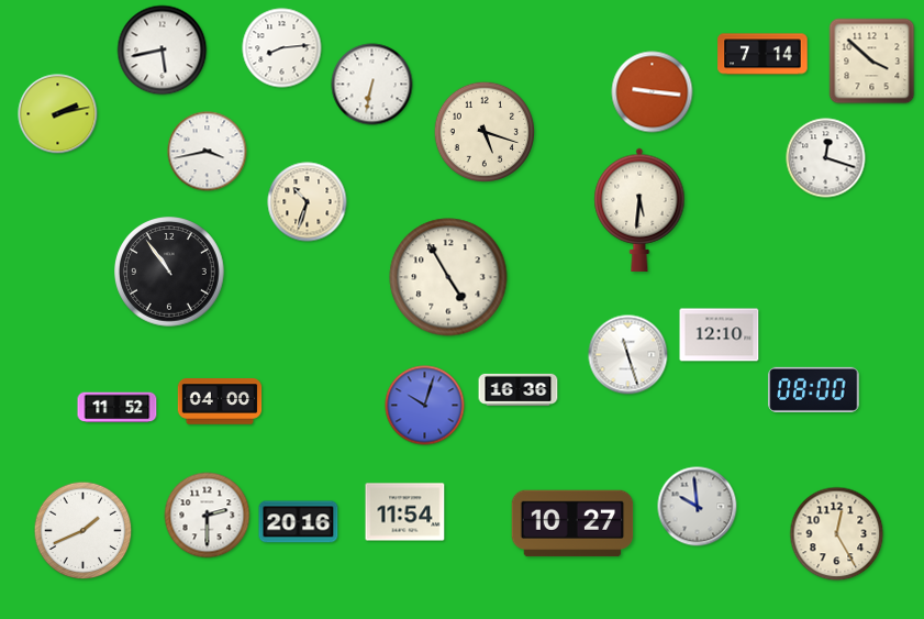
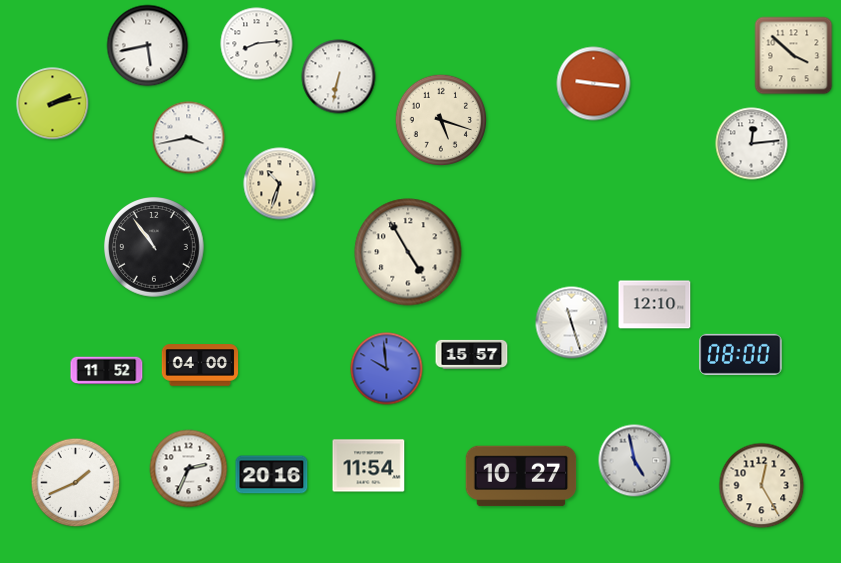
clock at (762, 54): 7:14 -> none
clock at (826, 158): 12:18 -> 12:14
clock at (639, 210): 5:31 -> none
clock at (519, 389): 16:36 -> 15:57
clock at (425, 406): 10:03 -> 9:59
clock at (698, 507): 9:59 -> 4:58
clock at (208, 516): 2:30 -> 2:34
